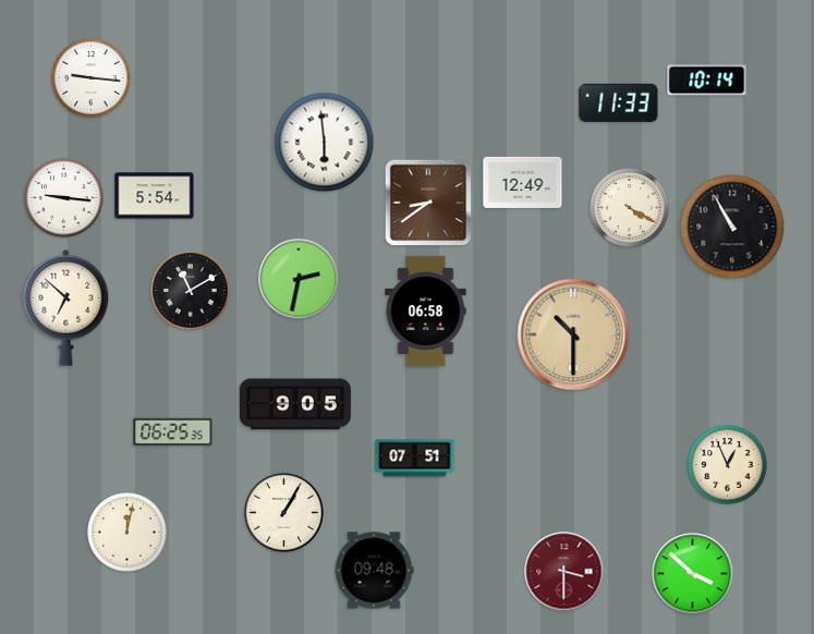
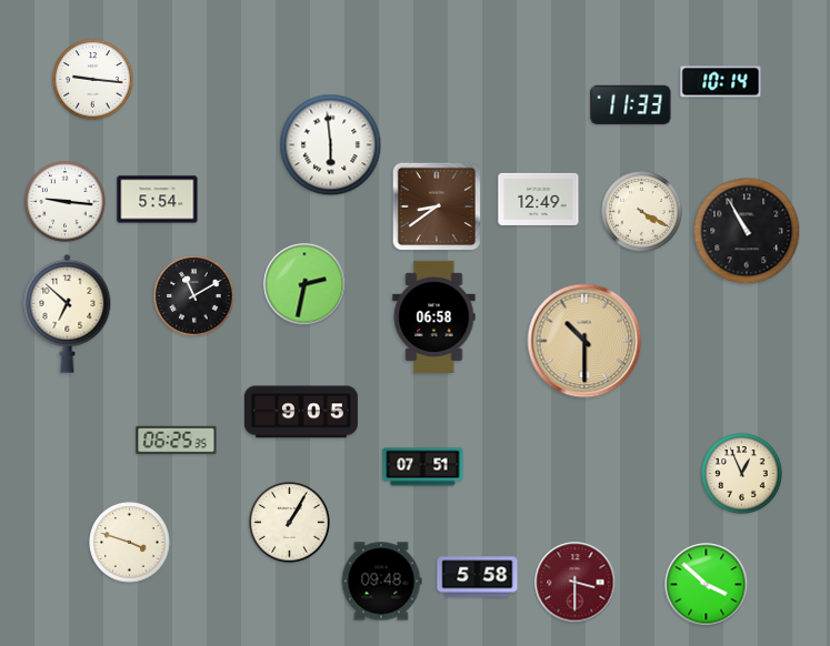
clock at (523, 182) position: (523, 182) -> (539, 199)
clock at (127, 533): 12:02 -> 3:48
clock at (478, 577): none -> 5:58
